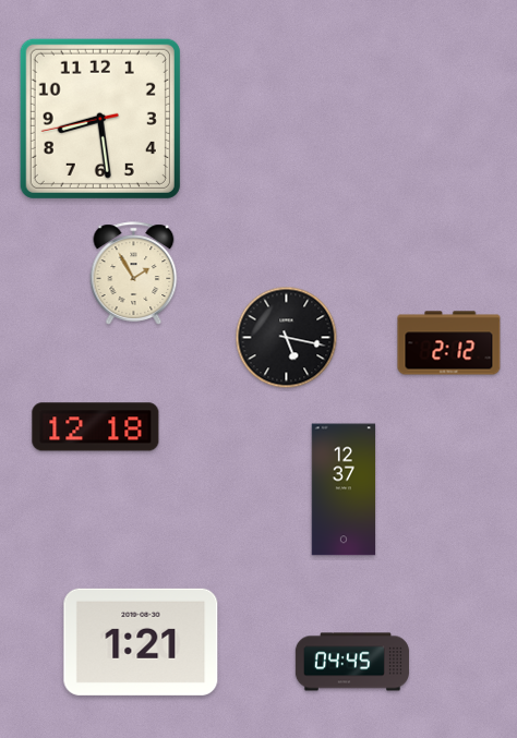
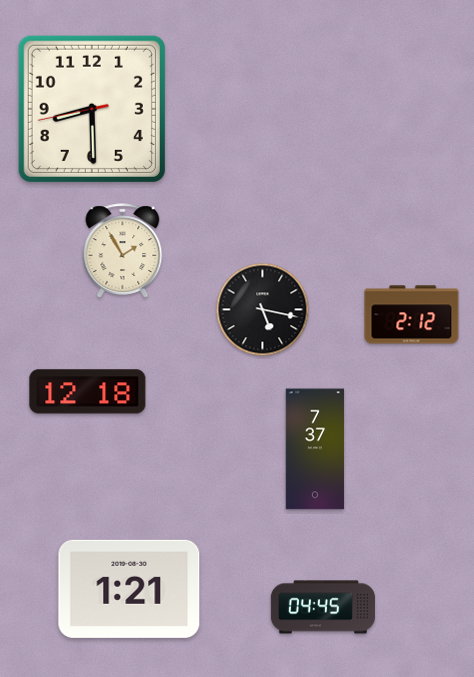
clock at (100, 119): 8:28 -> 8:29
clock at (344, 489): 12:37 -> 7:37
